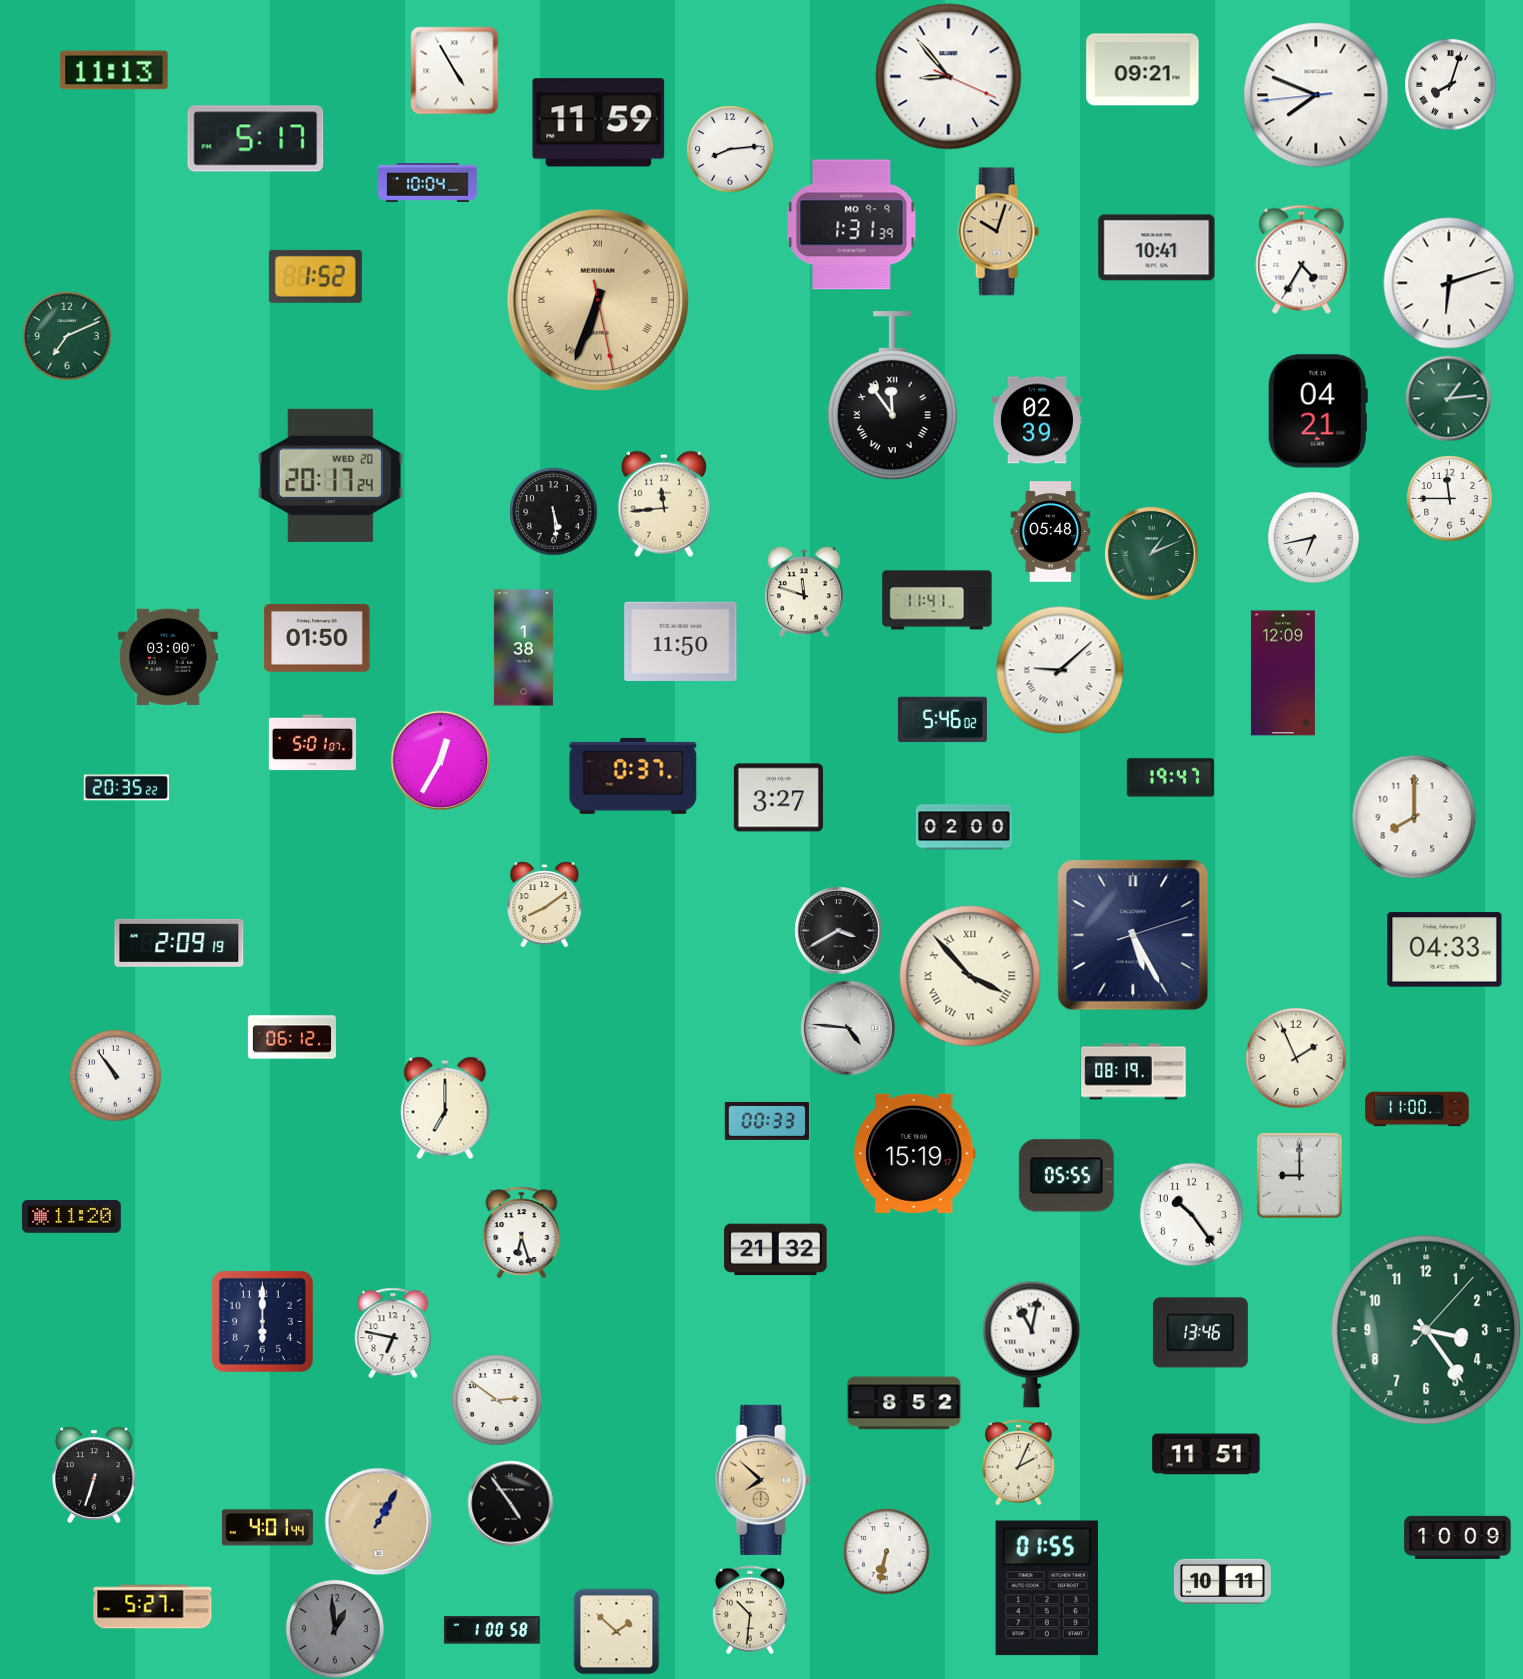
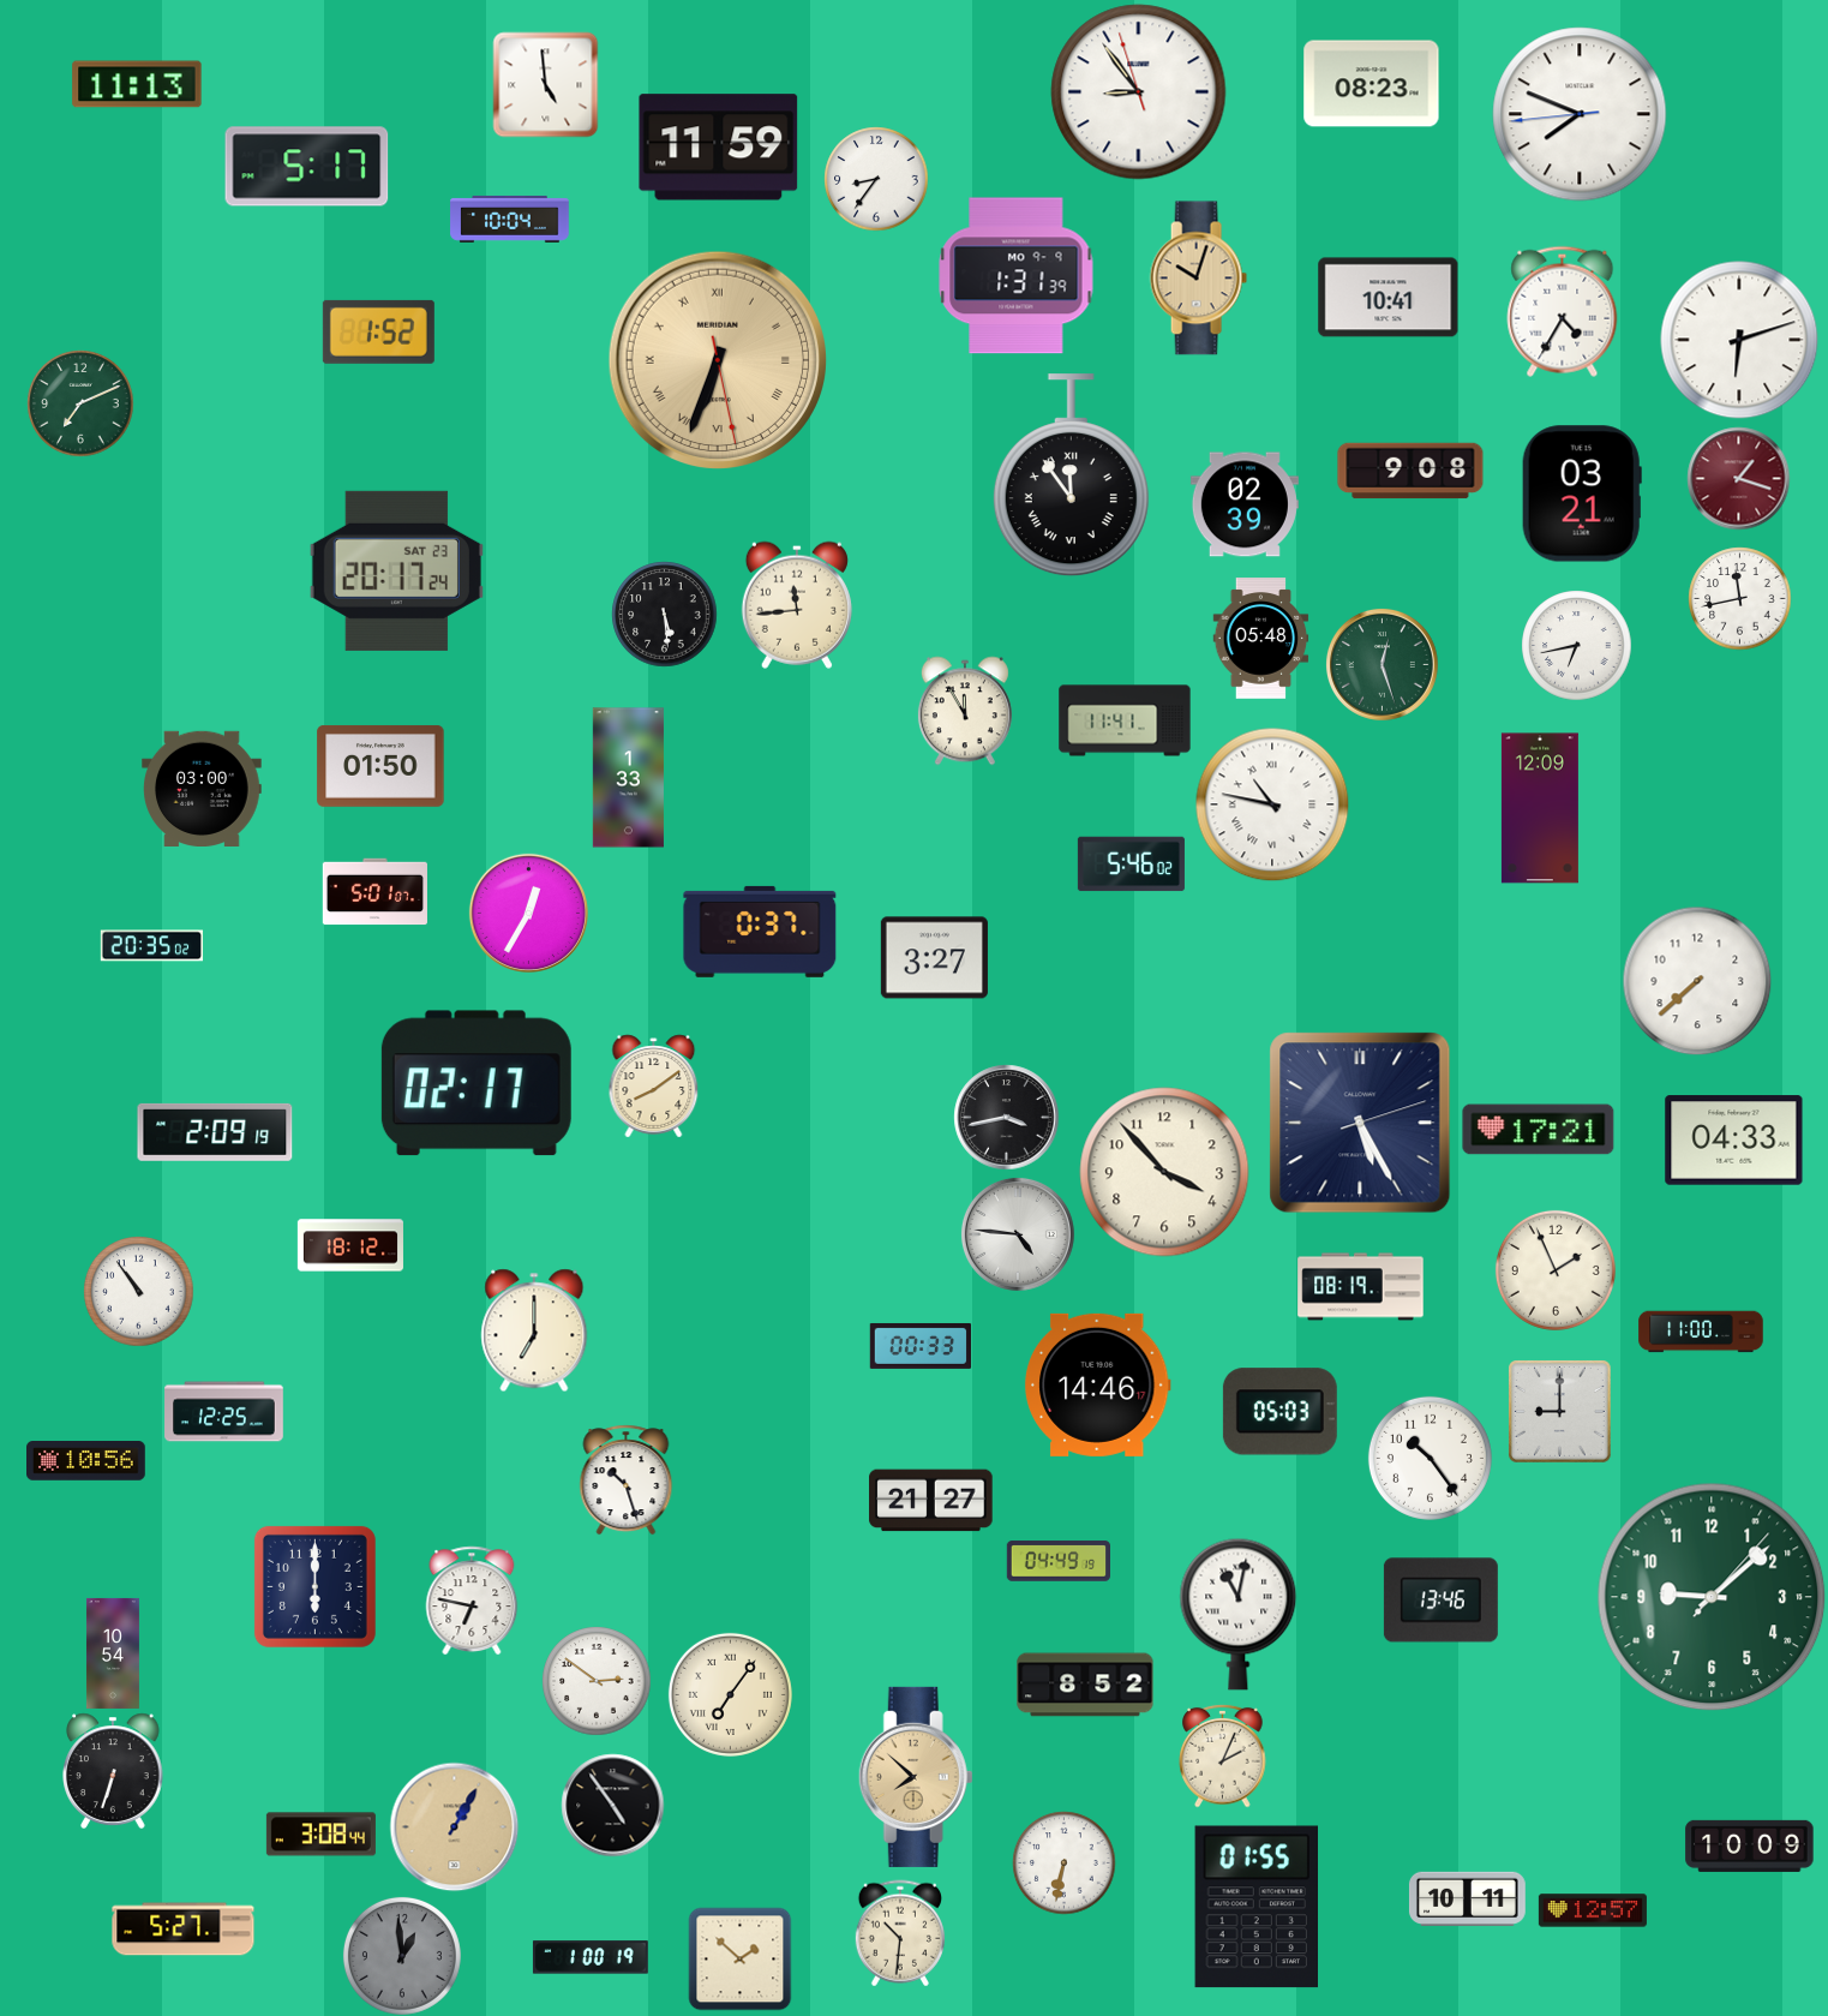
clock at (454, 70): 4:55 -> 4:59
clock at (1143, 70): 09:21 -> 08:23
clock at (949, 77): 8:53:19 -> 8:53:57
clock at (1450, 84): 8:03 -> none
clock at (730, 149): 8:14 -> 8:36
clock at (428, 182) position: (428, 182) -> (510, 219)
clock at (852, 225) position: (852, 225) -> (1017, 276)
clock at (1410, 471): none -> 9:08
clock at (1448, 398): 1:14 -> 1:18
clock at (1448, 398) dial: green -> burgundy
clock at (1318, 411): 04:21 -> 03:21
clock at (330, 475) date: WED 20 -> SAT 23
clock at (1449, 498): 11:45 -> 11:43
clock at (1151, 553): 1:11 -> 12:27
clock at (804, 592): 11:48 -> 11:55
clock at (681, 641): 11:50 -> none
clock at (523, 648): 1:38 -> 1:33
clock at (1060, 670): 9:08 -> 10:47
clock at (1170, 778): 19:47 -> none
clock at (126, 788): 20:35:22 -> 20:35:02
clock at (1414, 817): 8:00 -> 7:38
clock at (964, 827): 02:00 -> none
clock at (477, 1083): none -> 02:17
clock at (838, 930): 3:40 -> 3:43
clock at (1539, 1130): none -> 17:21
clock at (970, 976) numerals: Roman -> Arabic
clock at (292, 1037): 06:12 -> 18:12
clock at (914, 1153): 15:19 -> 14:46
clock at (224, 1412): none -> 12:25
clock at (1066, 1176): 05:55 -> 05:03
clock at (72, 1217): 11:20 -> 10:56
clock at (522, 1232): 6:27 -> 10:27
clock at (776, 1250): 21:32 -> 21:27
clock at (1057, 1561): none -> 04:49
clock at (1426, 1330): 3:24 -> 9:08
clock at (113, 1653): none -> 10:54
clock at (730, 1694): none -> 7:06
clock at (1206, 1454): 11:51 -> none
clock at (267, 1528): 4:01 -> 3:08
clock at (1593, 1910): none -> 12:57
clock at (492, 1630): 1:00:58 -> 1:00:19
